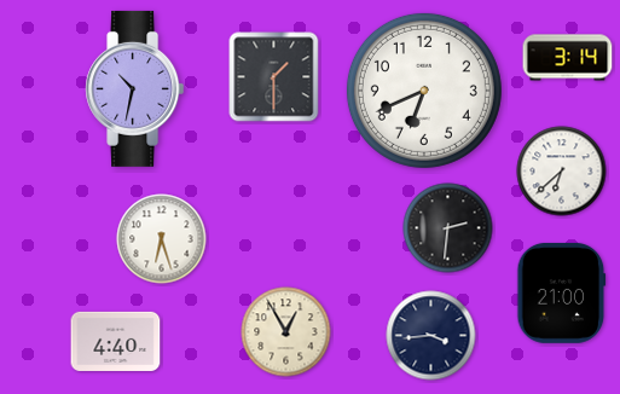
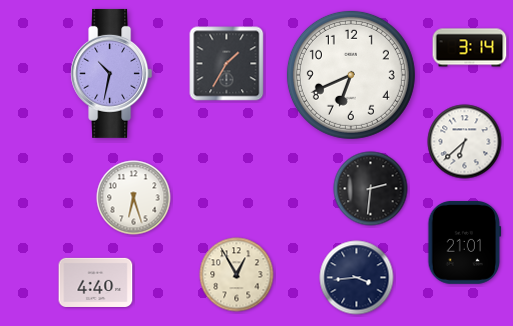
clock at (274, 77): 1:30 -> 1:35
clock at (562, 292): 21:00 -> 21:01
